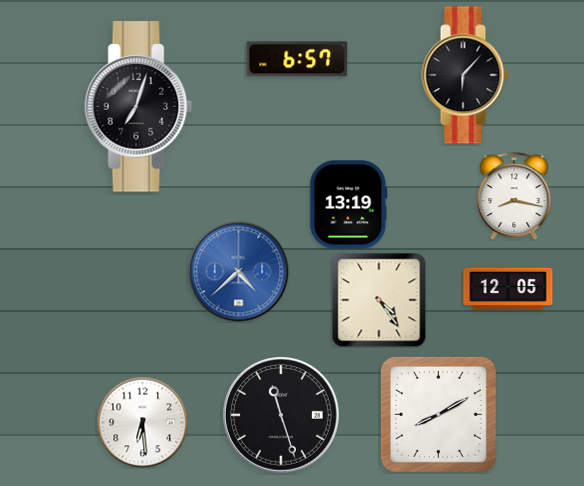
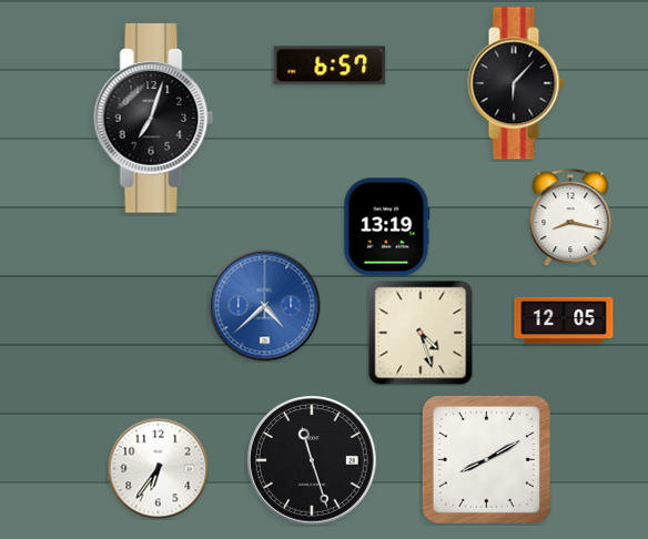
clock at (239, 272) position: (239, 272) -> (265, 306)
clock at (379, 300): 4:24 -> 4:27
clock at (142, 422): 6:29 -> 6:36
